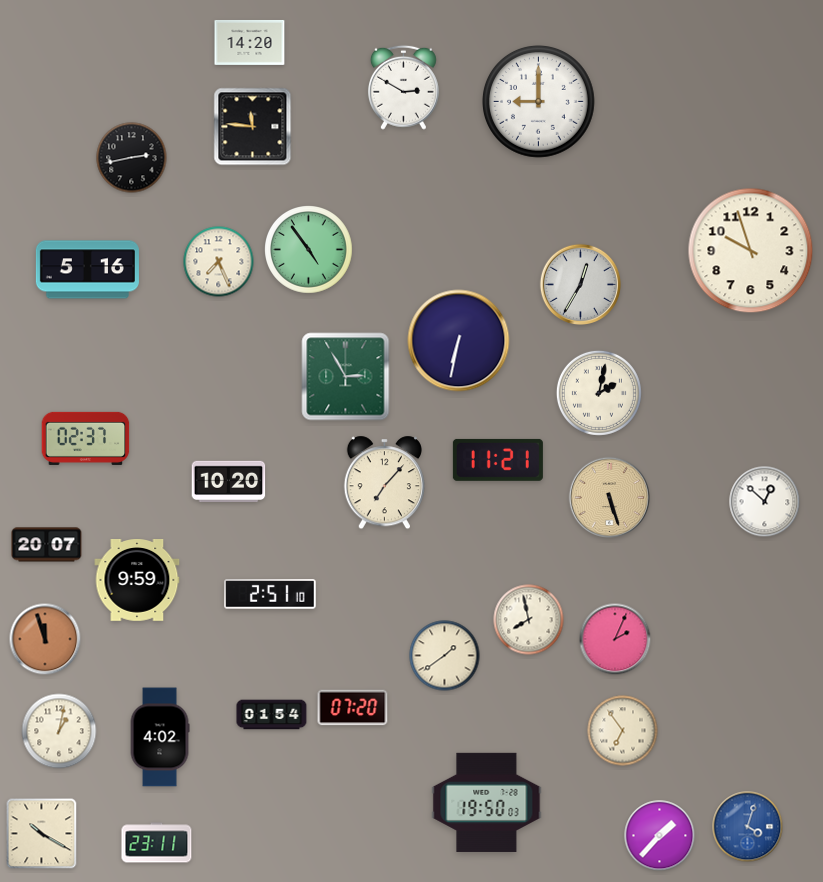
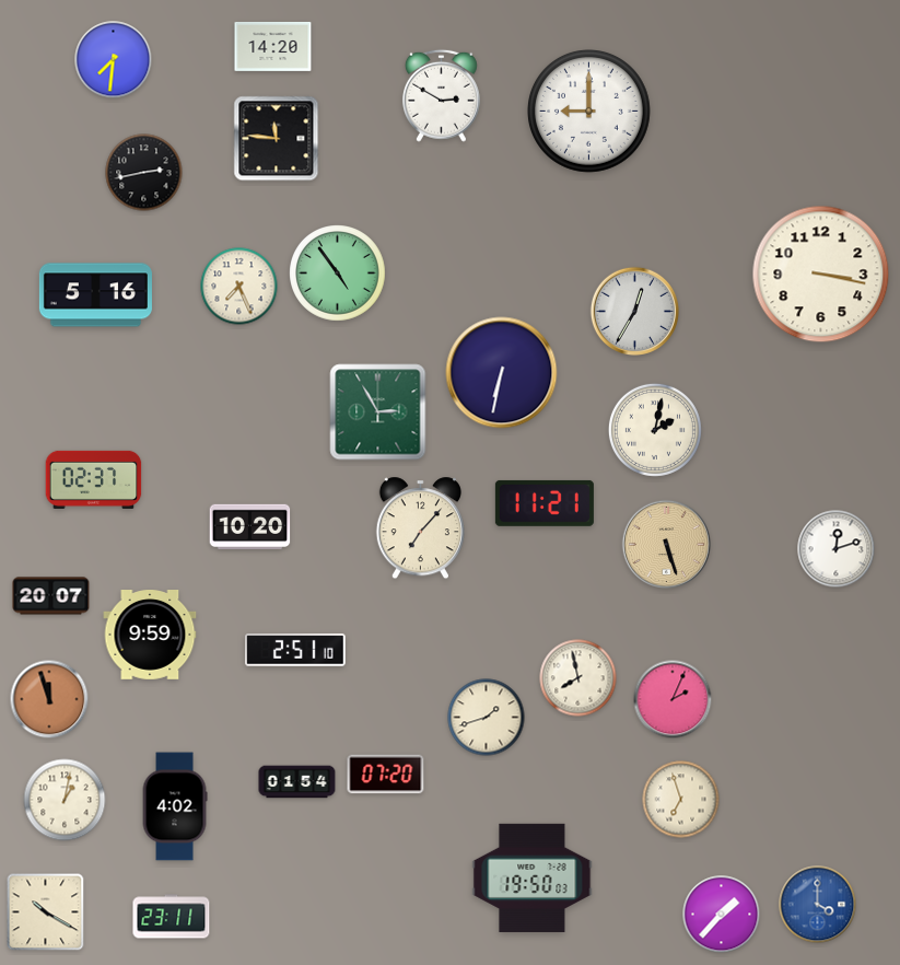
clock at (114, 60): none -> 7:31
clock at (751, 251): 9:57 -> 3:17
clock at (765, 502): 12:52 -> 12:12
clock at (445, 656): 1:39 -> 1:42
clock at (623, 731): 6:54 -> 6:57
clock at (748, 827): 4:03 -> 4:00
clock at (157, 843) position: (157, 843) -> (172, 917)
